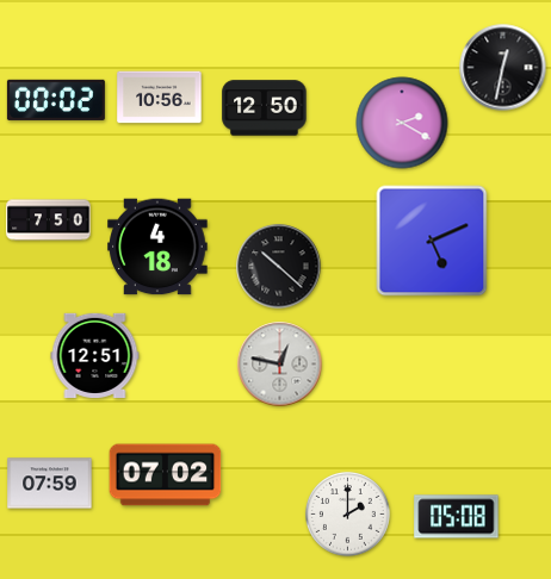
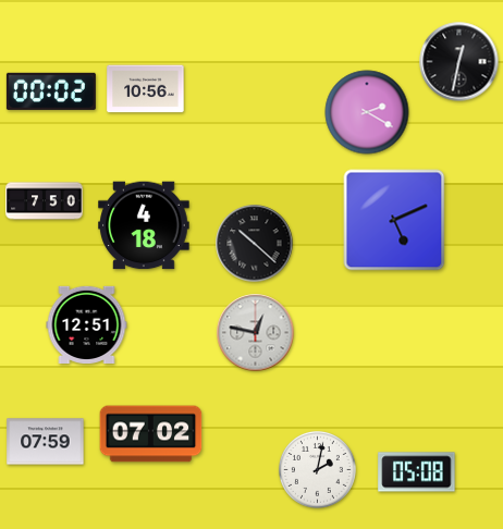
clock at (265, 108): 12:50 -> none
clock at (347, 513): 2:00 -> 2:02
